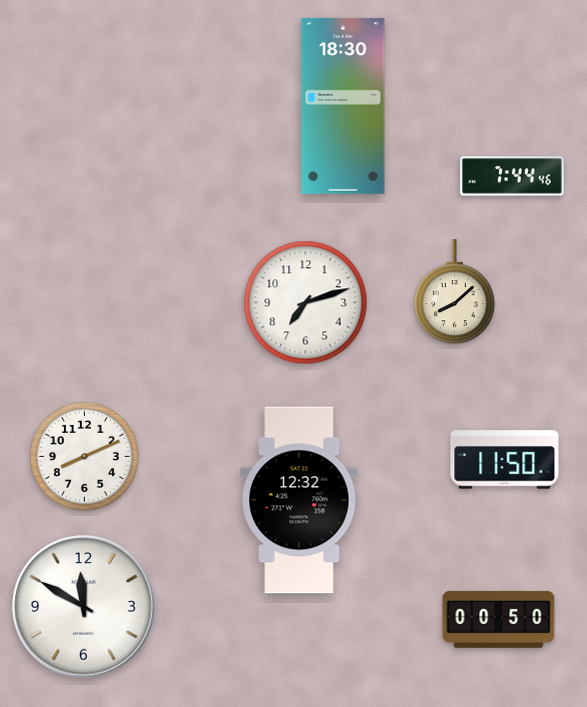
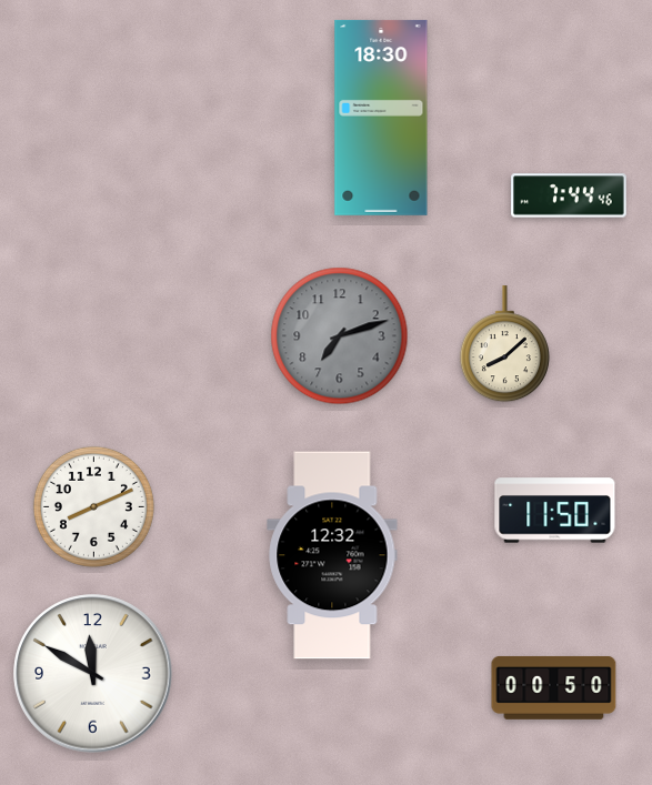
clock at (454, 292) position: (454, 292) -> (504, 344)
clock at (306, 303) dial: white -> grey
clock at (505, 460) position: (505, 460) -> (555, 511)
